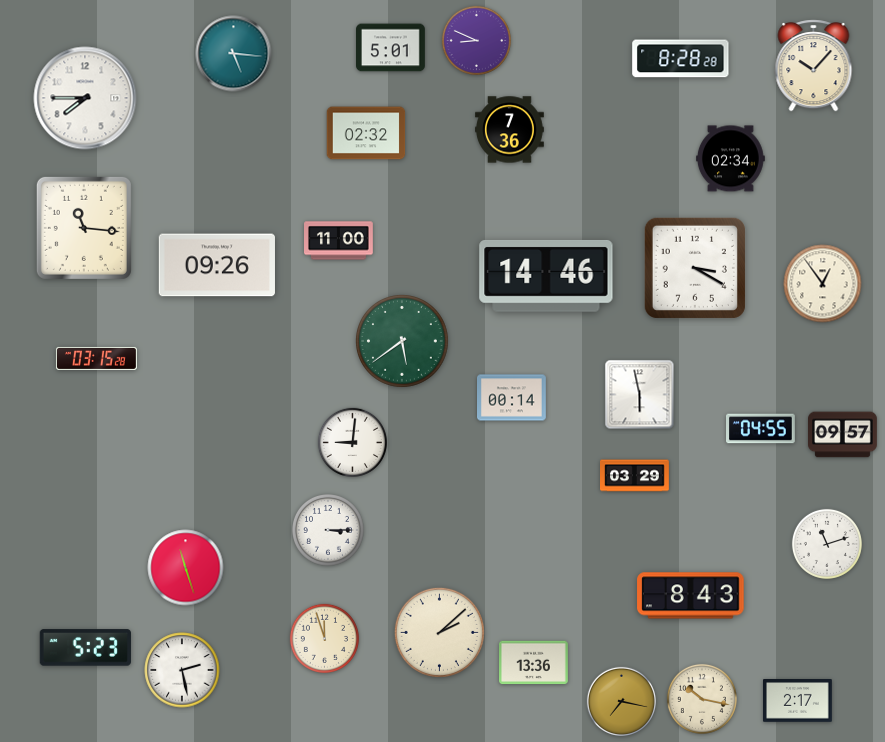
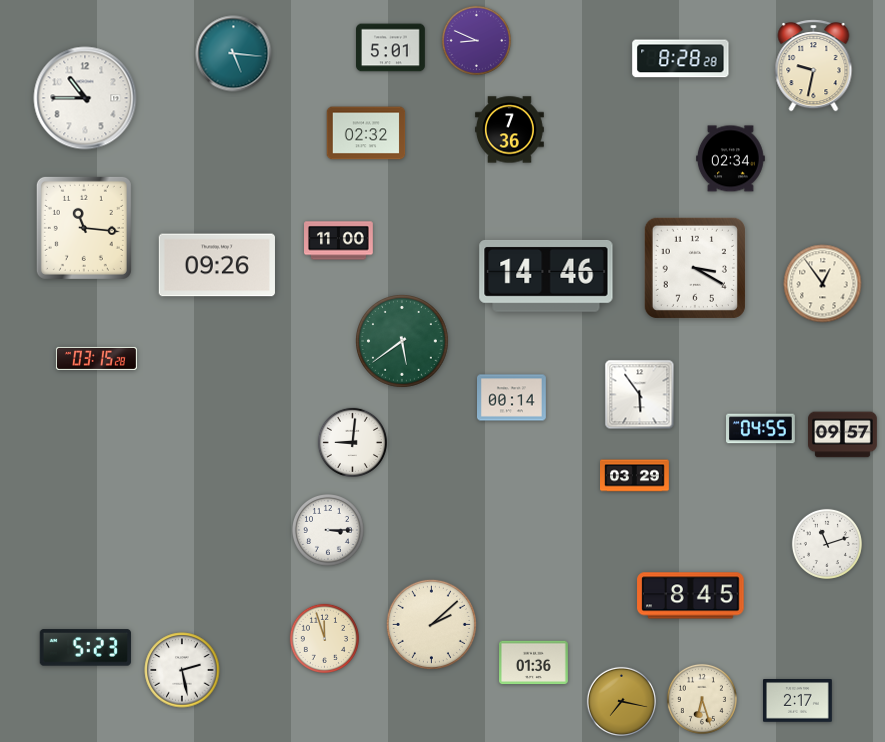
clock at (814, 66): 10:07 -> 9:32
clock at (85, 98): 7:45 -> 10:45
clock at (640, 395): 5:58 -> 5:54
clock at (186, 568): 11:27 -> none
clock at (691, 596): 8:43 -> 8:45
clock at (439, 632) position: (439, 632) -> (431, 624)
clock at (534, 663): 13:36 -> 01:36
clock at (702, 699): 10:17 -> 6:27
